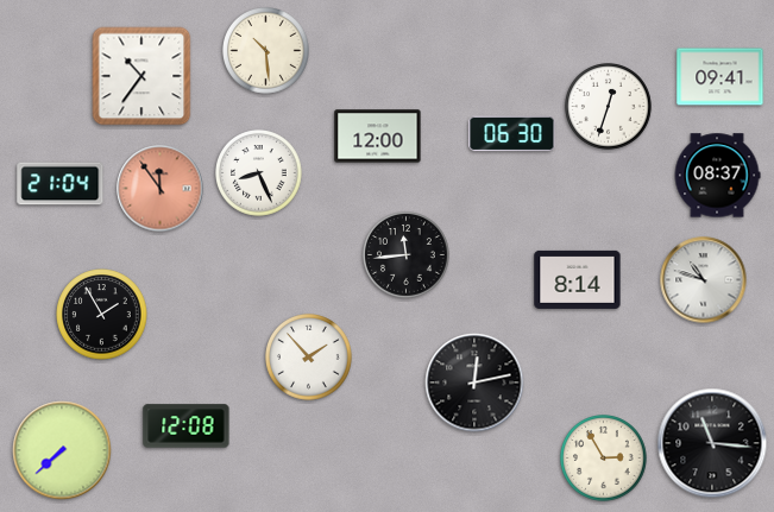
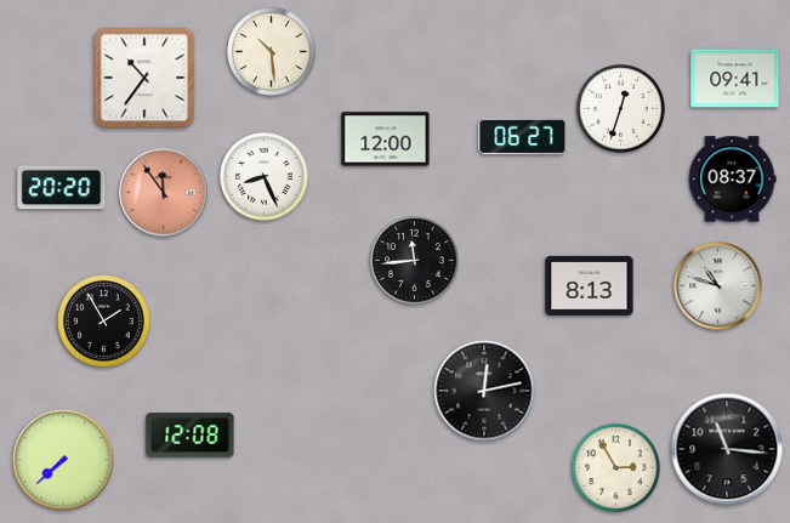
clock at (512, 134): 06:30 -> 06:27
clock at (61, 184): 21:04 -> 20:20
clock at (578, 279): 8:14 -> 8:13
clock at (309, 358): 1:53 -> none
clock at (712, 443) position: (712, 443) -> (727, 449)
